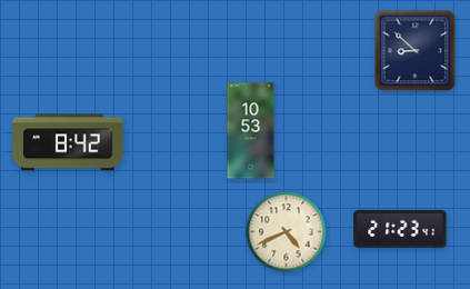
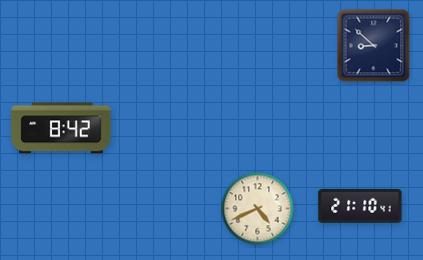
clock at (251, 131): 10:53 -> none
clock at (400, 229): 21:23 -> 21:10
